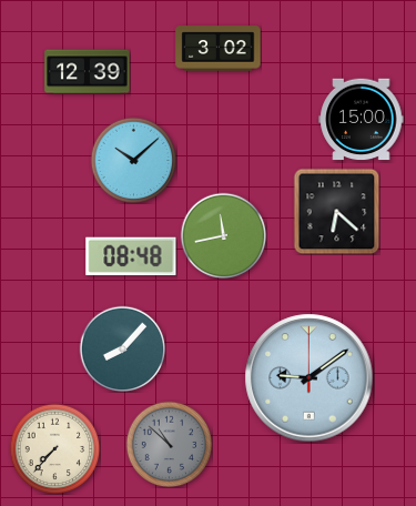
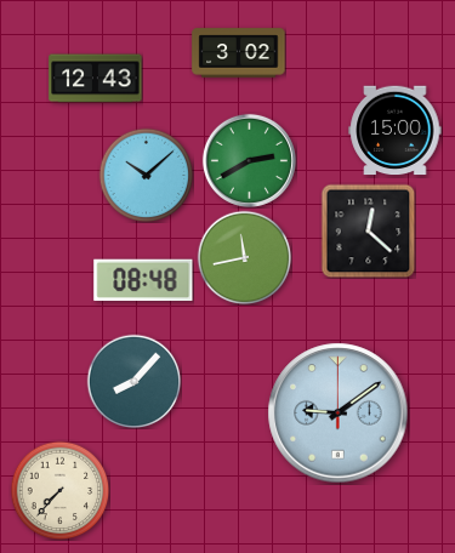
clock at (88, 72): 12:39 -> 12:43
clock at (249, 160): none -> 2:40
clock at (336, 211): 6:22 -> 12:22
clock at (169, 444): 10:52 -> none
